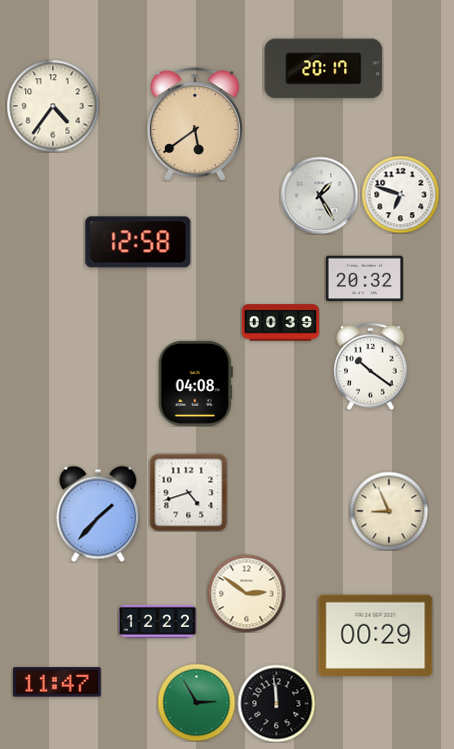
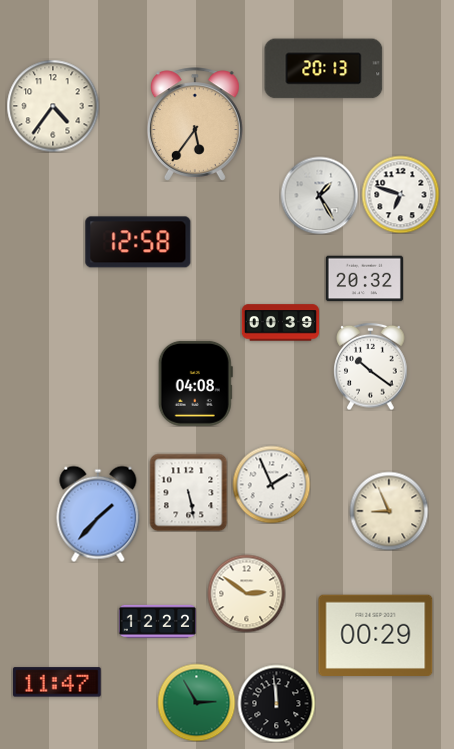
clock at (324, 69): 20:17 -> 20:13
clock at (195, 124): 5:39 -> 5:36
clock at (271, 484): none -> 1:56
clock at (188, 492): 4:42 -> 5:28
